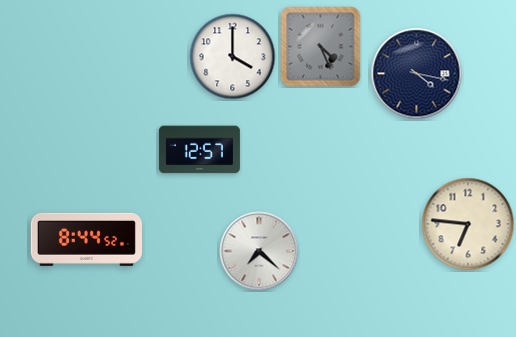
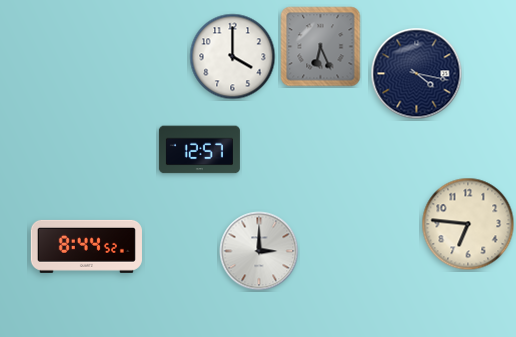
clock at (321, 47): 4:26 -> 6:26
clock at (86, 239) position: (86, 239) -> (86, 246)
clock at (259, 251): 7:22 -> 3:00
